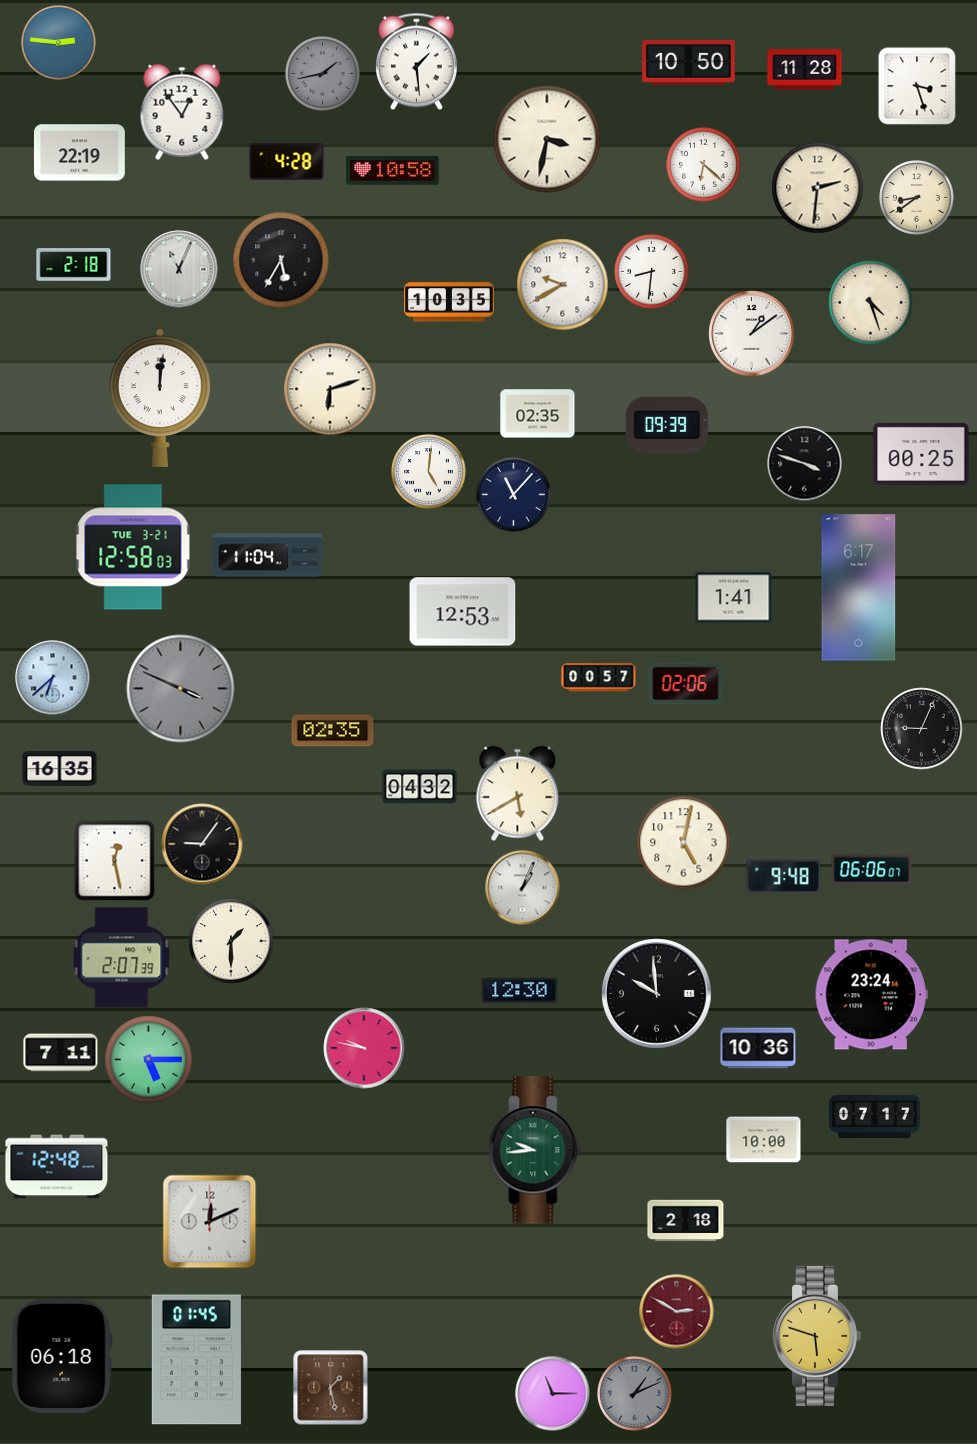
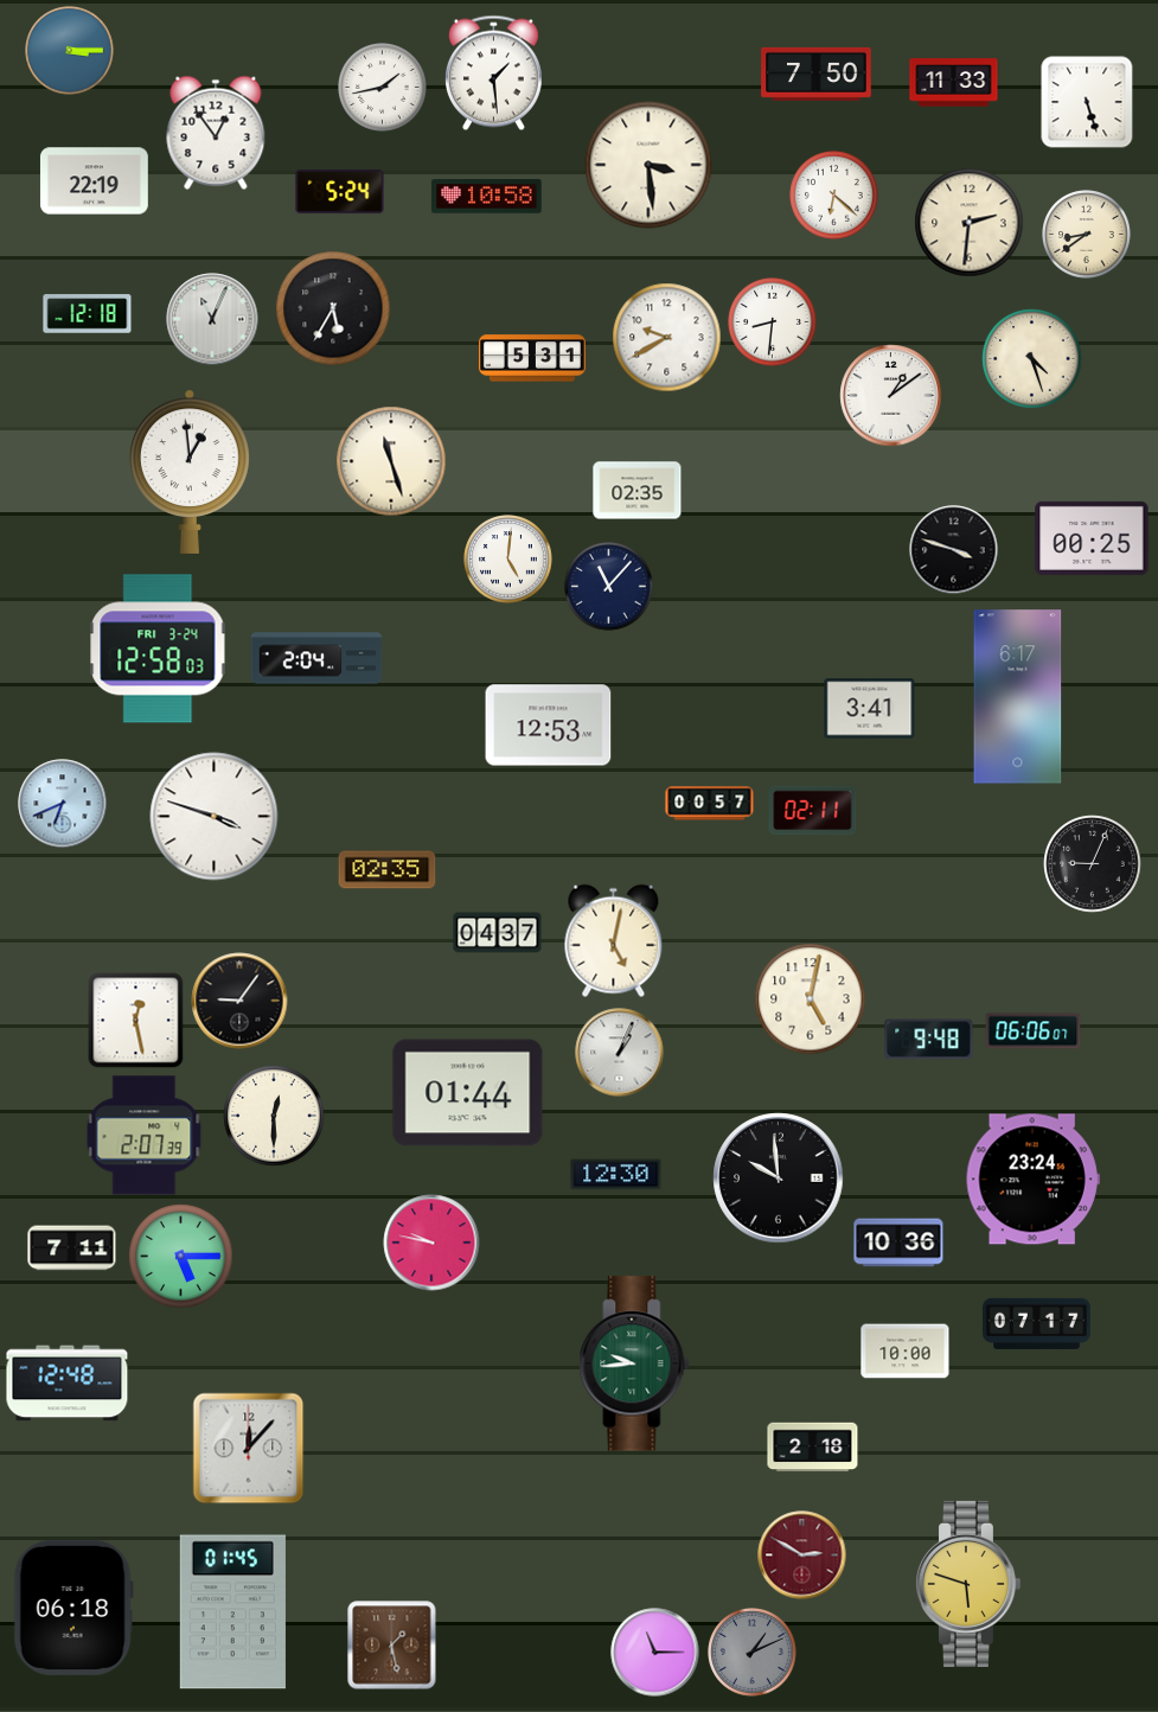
clock at (59, 43): 2:46 -> 3:15
clock at (689, 62): 10:50 -> 7:50
clock at (805, 70): 11:28 -> 11:33
clock at (323, 74) dial: grey -> white
clock at (917, 86): 3:27 -> 5:27
clock at (547, 139): 3:32 -> 3:29
clock at (287, 161): 4:28 -> 5:24
clock at (393, 171) position: (393, 171) -> (487, 197)
clock at (74, 265): 2:18 -> 12:18
clock at (449, 302): 10:35 -> 5:31
clock at (330, 389): 6:12 -> 11:27
clock at (160, 398): 12:01 -> 12:59
clock at (667, 425): 09:39 -> none
clock at (133, 547) date: TUE 3-21 -> FRI 3-24
clock at (267, 555): 11:04 -> 2:04
clock at (734, 598): 1:41 -> 3:41
clock at (53, 678): 6:38 -> 6:41
clock at (686, 684): 02:06 -> 02:11
clock at (181, 689): 3:49 -> 3:48
clock at (181, 689) dial: grey -> white
clock at (333, 731) position: (333, 731) -> (388, 870)
clock at (60, 769): 16:35 -> none
clock at (420, 787): 04:32 -> 04:37
clock at (518, 794): 5:40 -> 5:02
clock at (468, 1093): none -> 01:44
clock at (231, 941): 1:30 -> 12:30
clock at (149, 1060) position: (149, 1060) -> (181, 1257)
clock at (210, 1222): 12:11 -> 12:07
